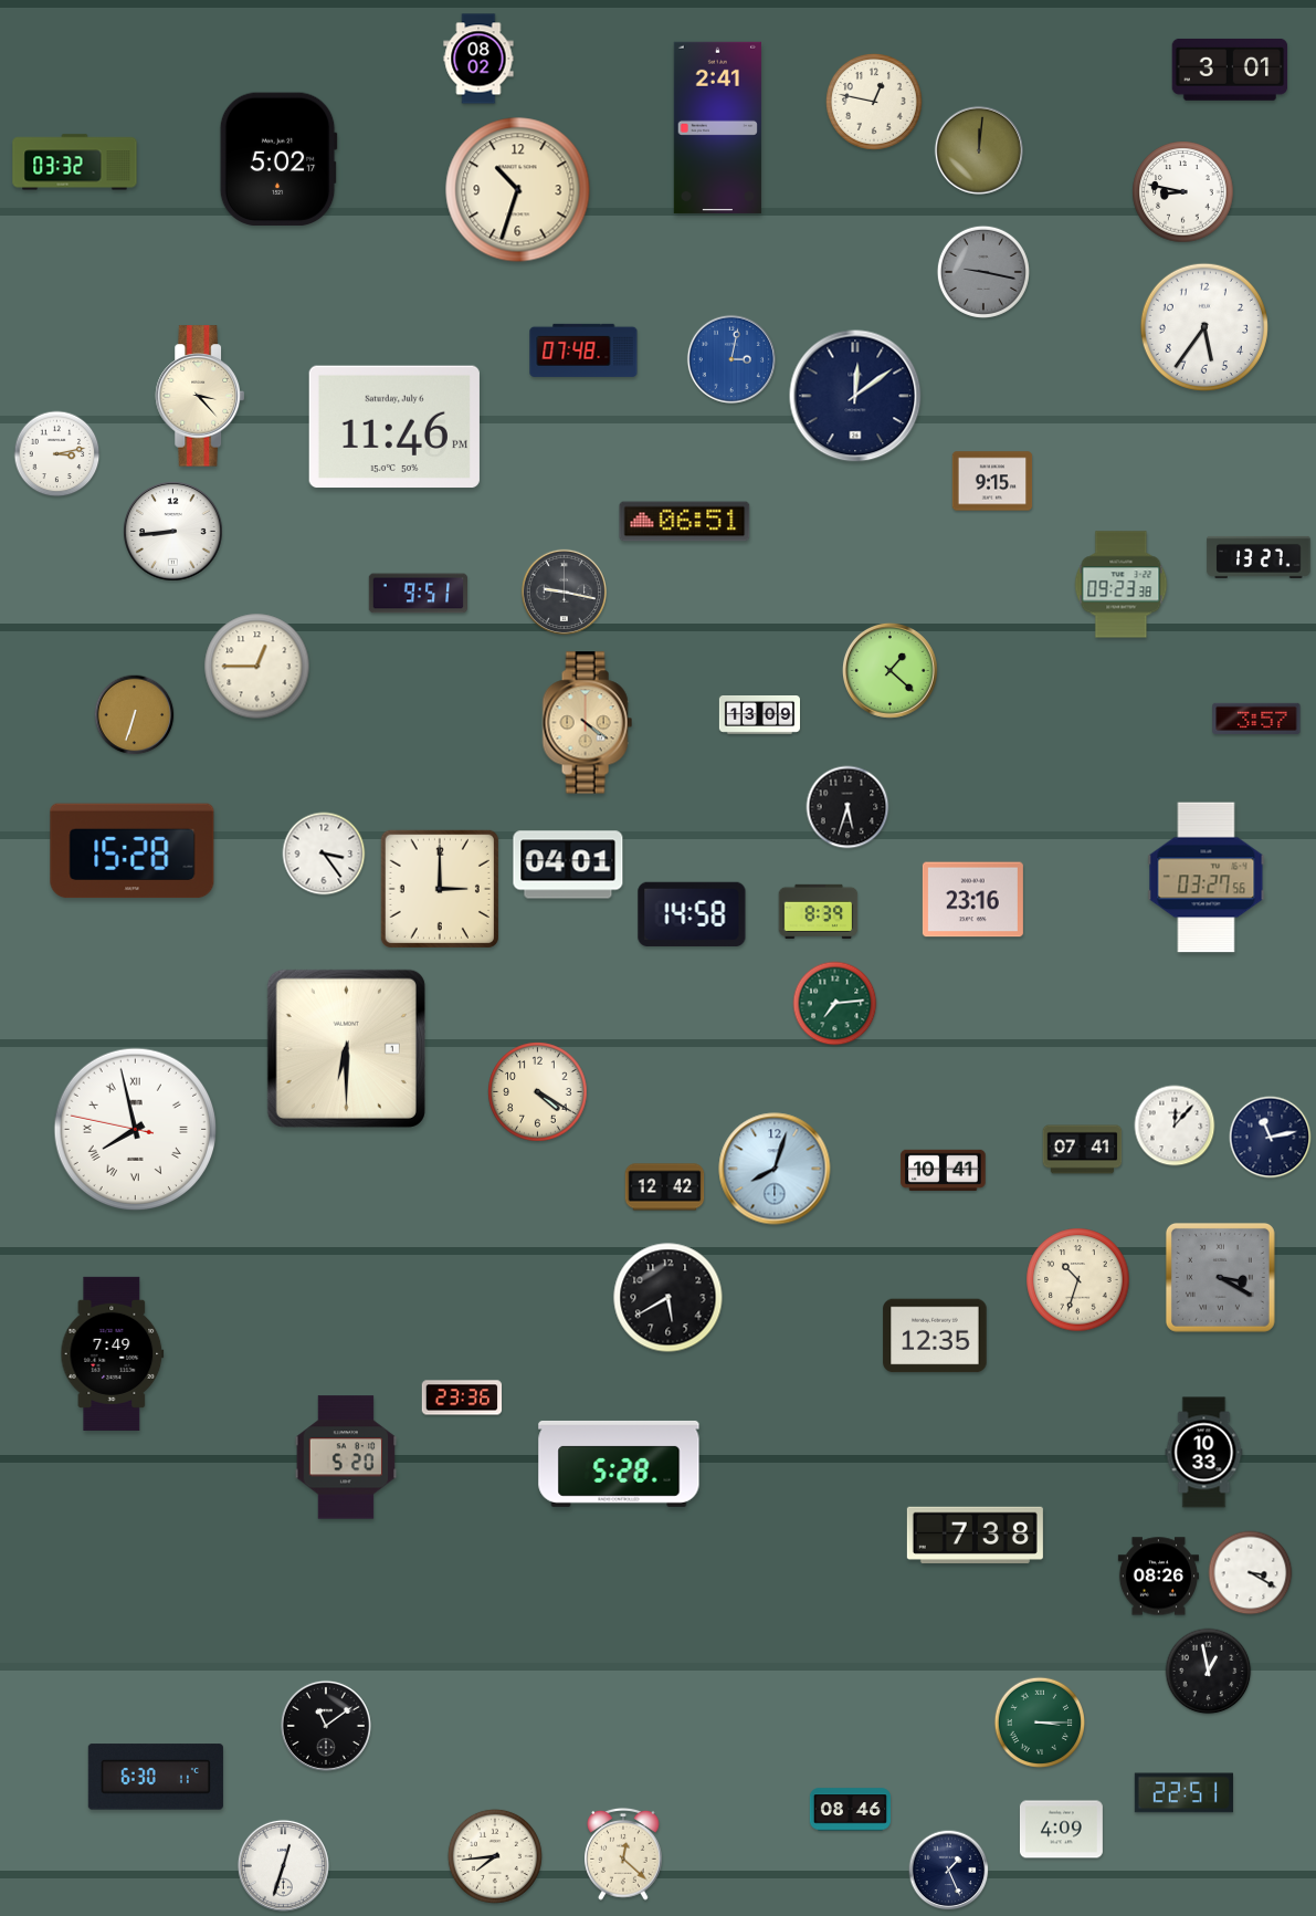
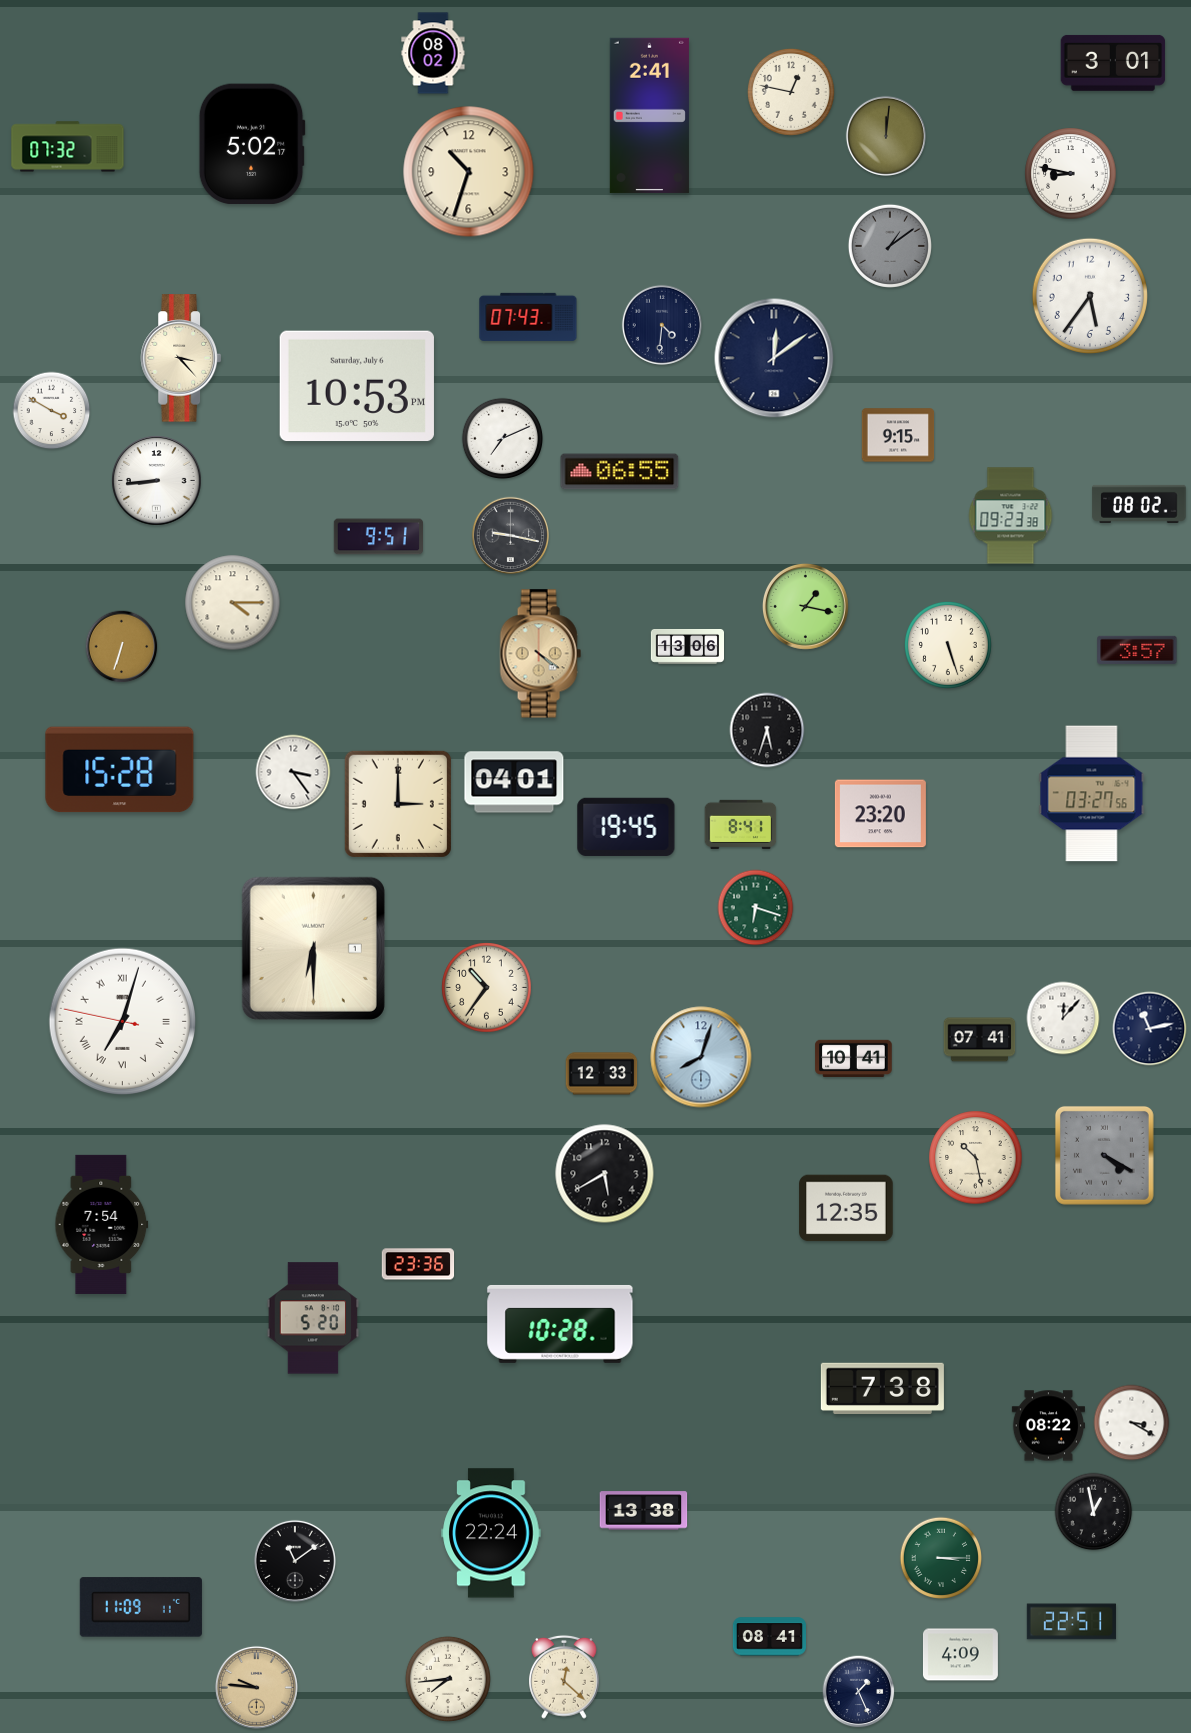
clock at (75, 163): 03:32 -> 07:32
clock at (983, 272): 9:17 -> 1:09
clock at (583, 350): 07:48 -> 07:43
clock at (731, 359): 3:02 -> 4:31
clock at (731, 359) dial: blue -> navy
clock at (394, 427): 11:46 -> 10:53
clock at (57, 454): 3:13 -> 3:50
clock at (503, 439): none -> 7:11
clock at (685, 522): 06:51 -> 06:55
clock at (1259, 557): 13:27 -> 08:02
clock at (1122, 585) position: (1122, 585) -> (1011, 516)
clock at (257, 667): 12:45 -> 4:15
clock at (889, 670): 1:22 -> 1:17
clock at (948, 645): none -> 5:27
clock at (759, 715): 13:09 -> 13:06
clock at (587, 723) position: (587, 723) -> (540, 654)
clock at (972, 900): 23:16 -> 23:20
clock at (819, 911): 8:39 -> 8:41
clock at (692, 914): 14:58 -> 19:45
clock at (835, 1004): 7:14 -> 6:18
clock at (538, 1092): 4:20 -> 10:36
clock at (135, 1129): 7:57 -> 7:02
clock at (665, 1187): 12:42 -> 12:33
clock at (1220, 1277): 3:20 -> 4:20
clock at (1078, 1280): 10:33 -> 10:28
clock at (113, 1353): 7:49 -> 7:54
clock at (1204, 1453): 10:33 -> none
clock at (619, 1464): 5:28 -> 10:28
clock at (1158, 1577): 08:26 -> 08:22
clock at (644, 1511): none -> 13:38
clock at (491, 1533): none -> 22:24
clock at (156, 1777): 6:30 -> 11:09
clock at (850, 1810): 08:46 -> 08:41
clock at (283, 1865): 12:33 -> 9:46
clock at (283, 1865) dial: white -> champagne
